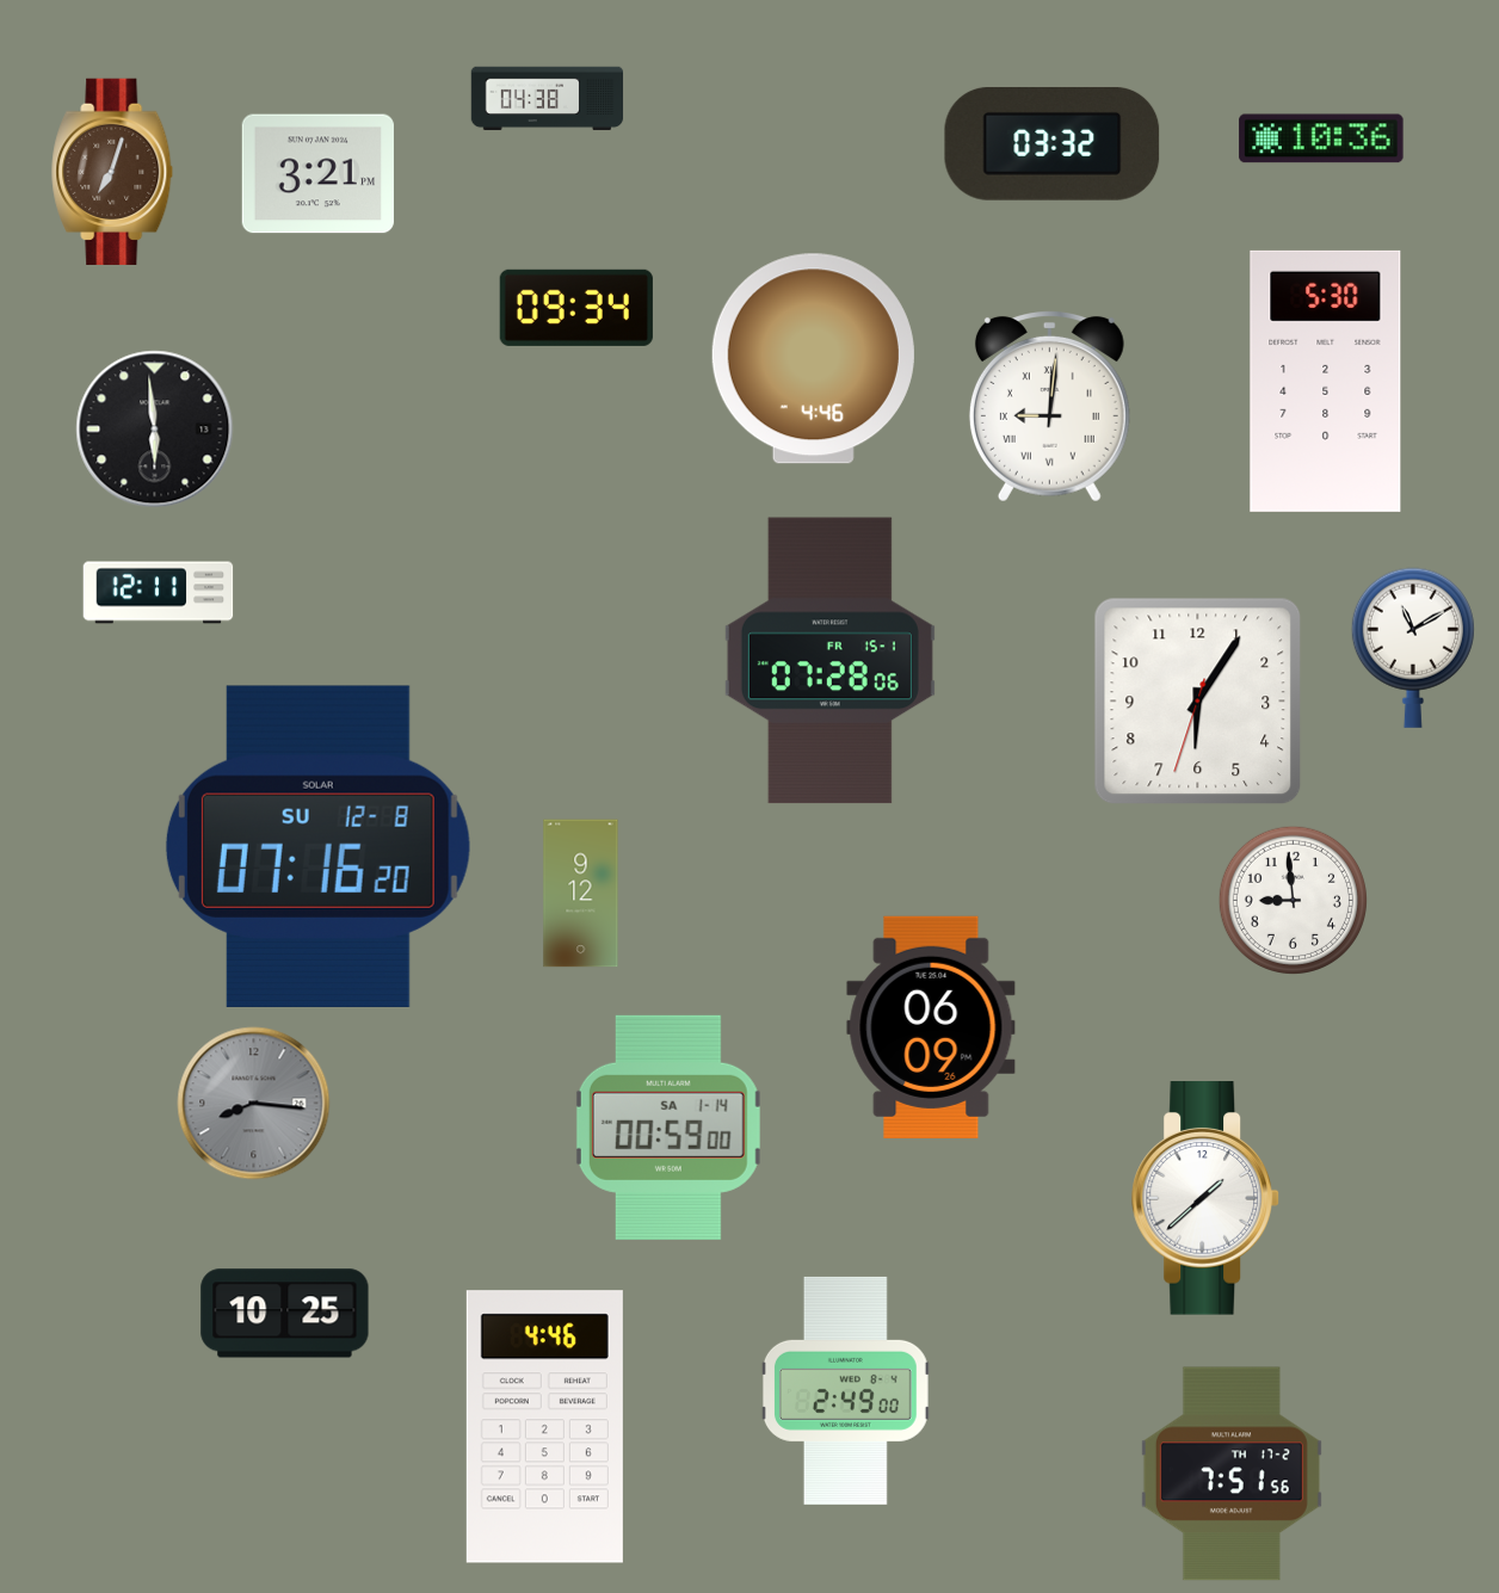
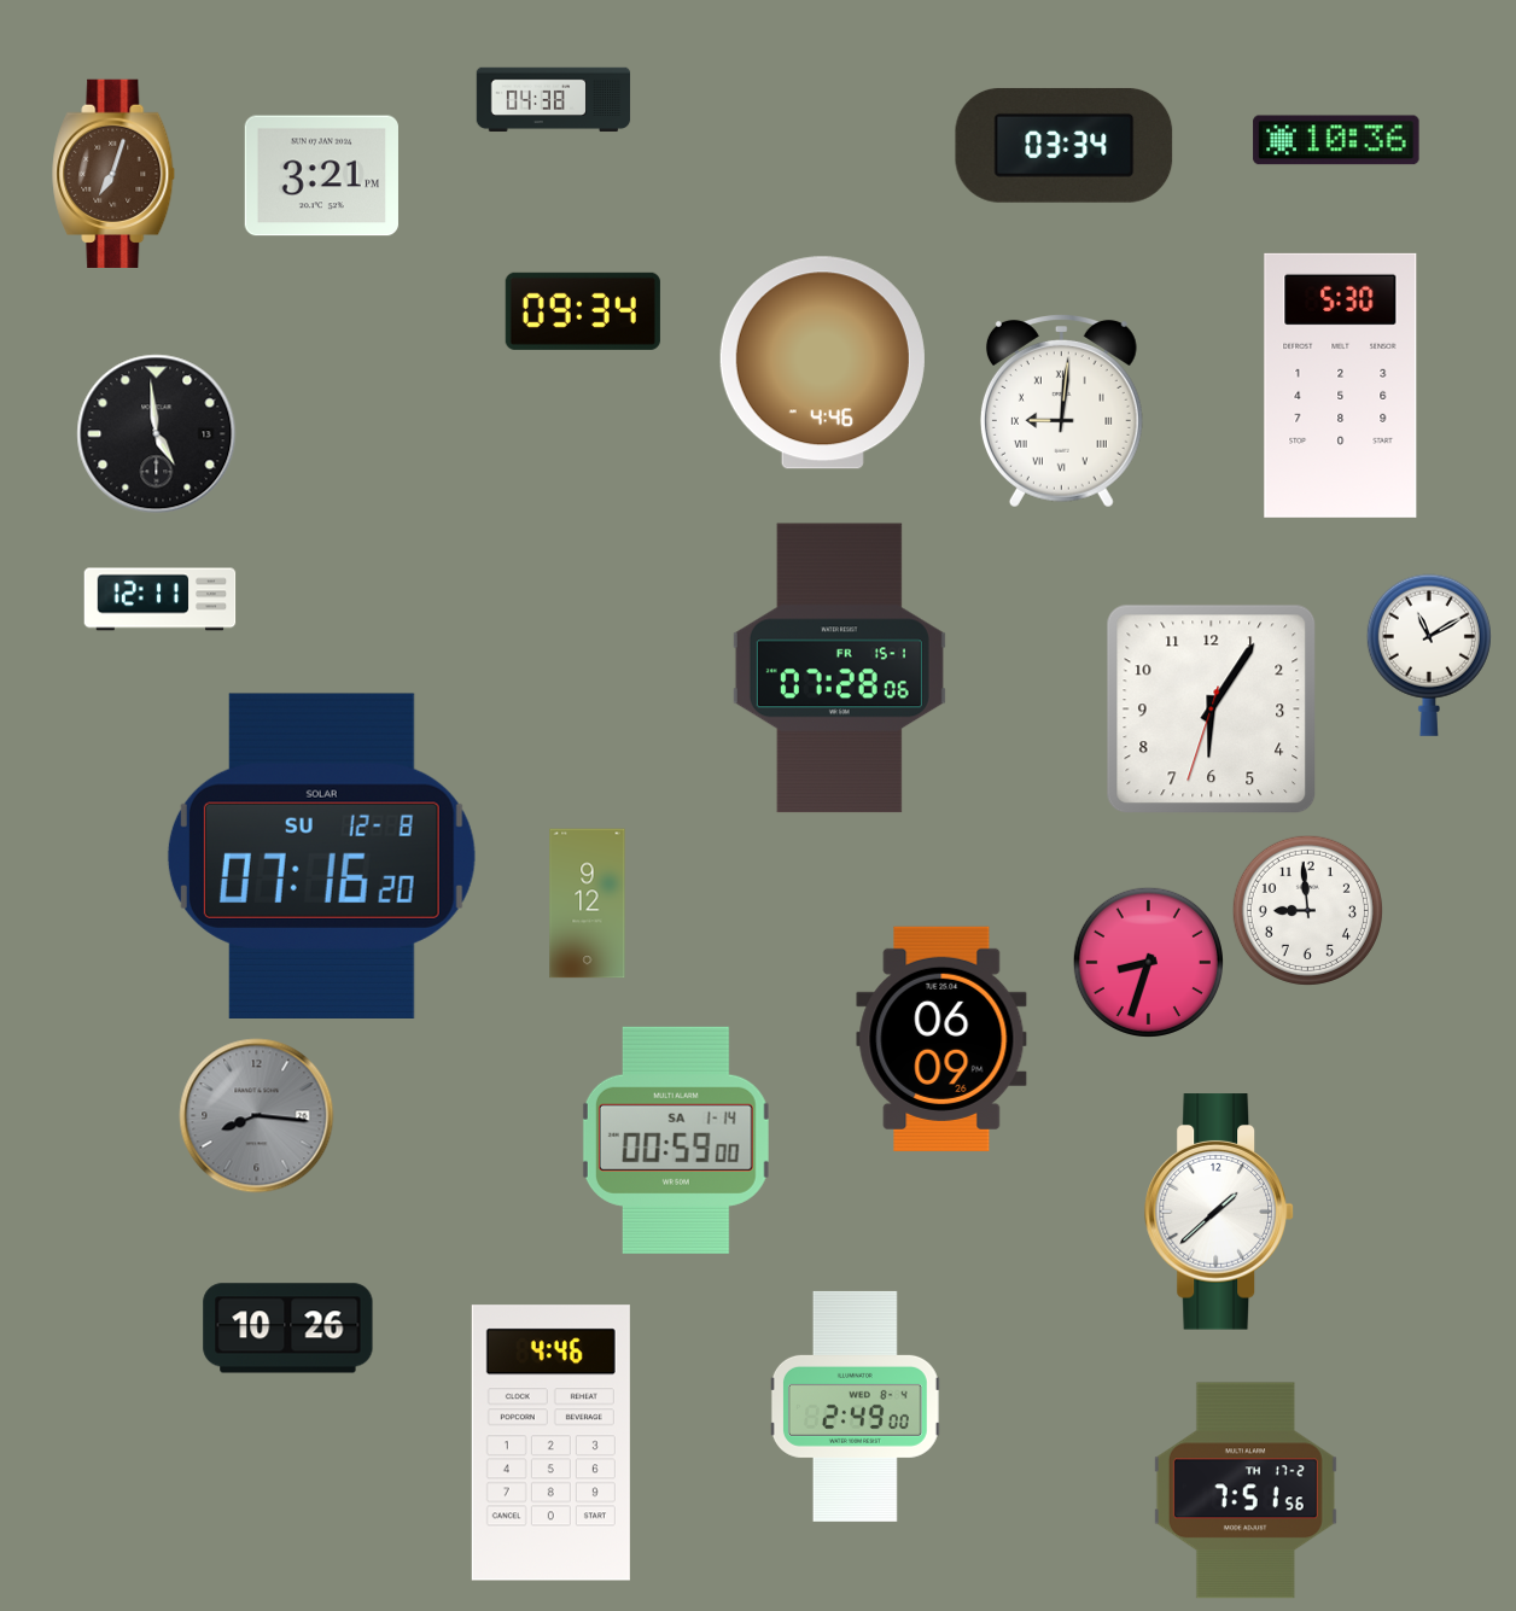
clock at (1053, 143): 03:32 -> 03:34
clock at (155, 430): 5:59 -> 4:59
clock at (1148, 962): none -> 8:33
clock at (285, 1314): 10:25 -> 10:26
